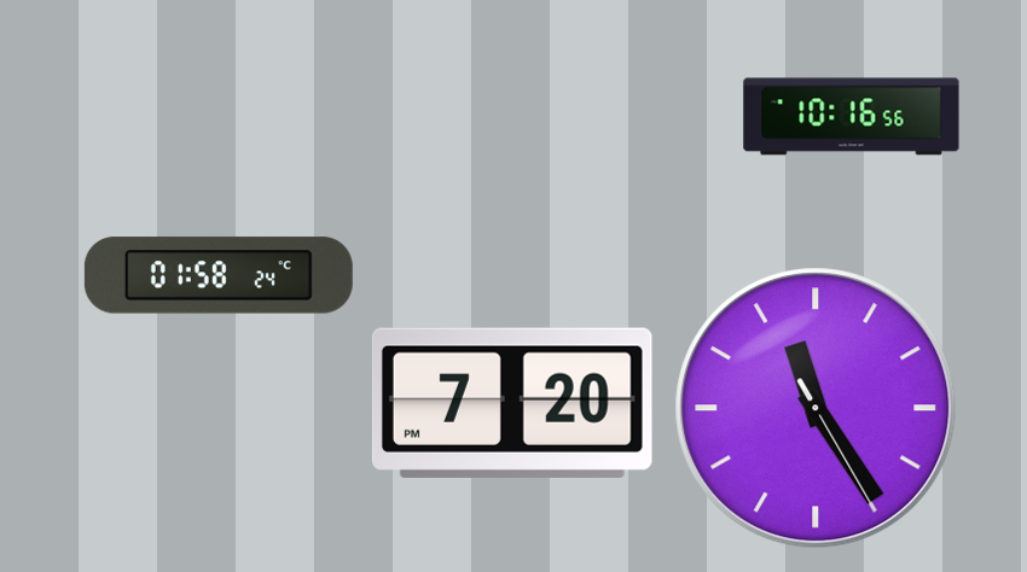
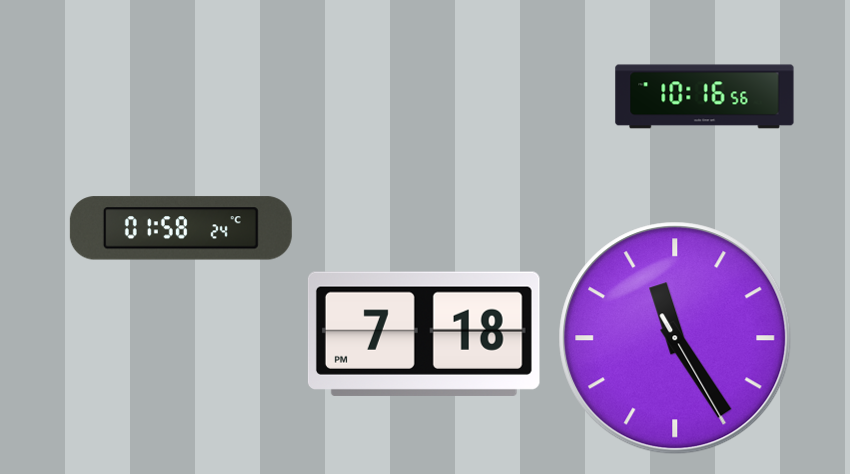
clock at (512, 403): 7:20 -> 7:18
